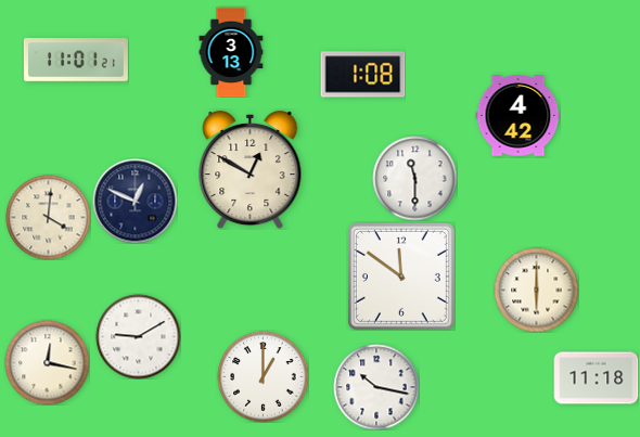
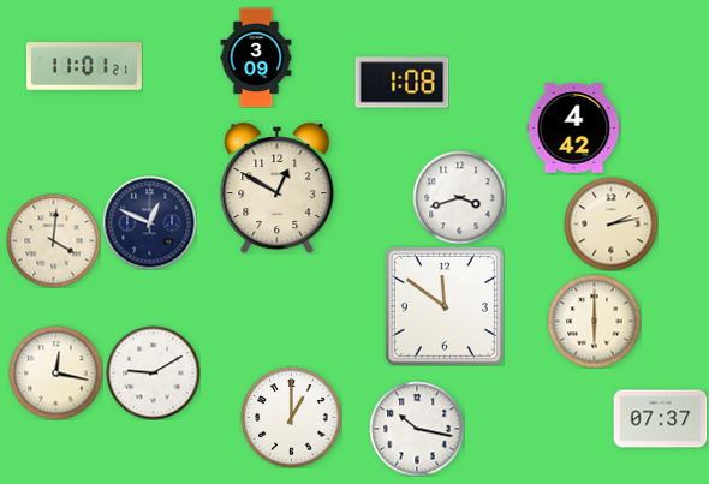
clock at (231, 52): 3:13 -> 3:09
clock at (414, 178): 11:30 -> 3:42
clock at (610, 223): none -> 2:13
clock at (47, 362) position: (47, 362) -> (55, 372)
clock at (596, 378): 11:18 -> 07:37
